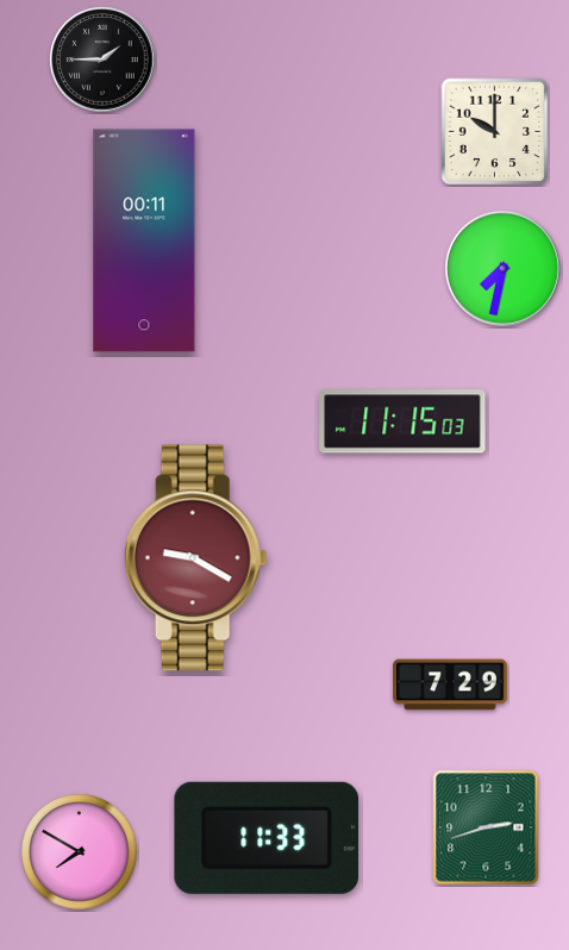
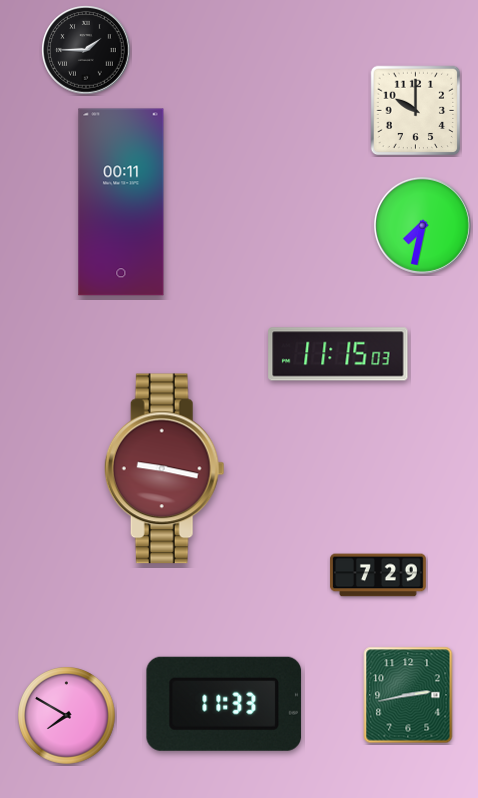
clock at (195, 558): 9:20 -> 9:17
clock at (486, 827): 2:42 -> 2:43
